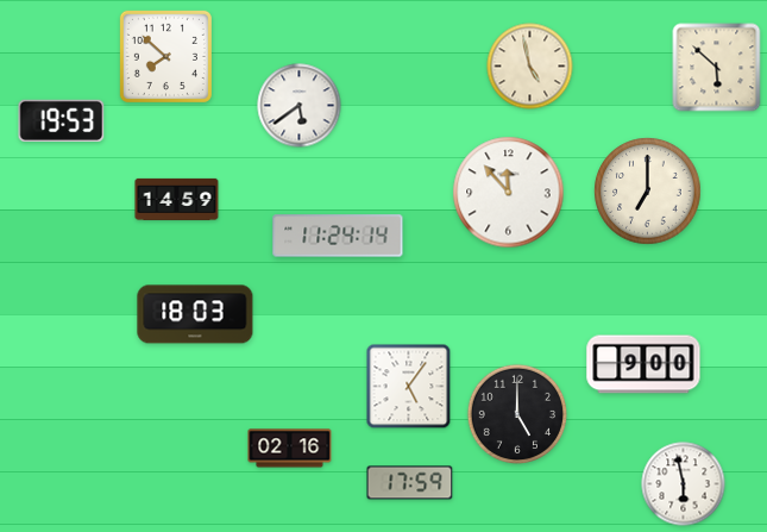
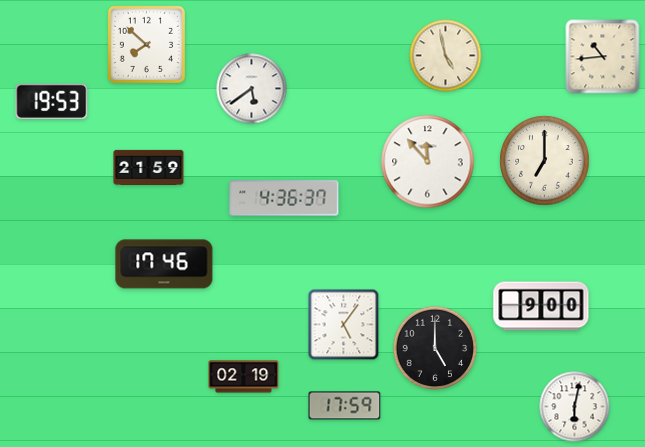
clock at (165, 56) position: (165, 56) -> (146, 44)
clock at (717, 68): 5:52 -> 10:44
clock at (177, 199): 14:59 -> 21:59
clock at (338, 236): 11:24 -> 4:36
clock at (195, 314): 18:03 -> 17:46
clock at (290, 449): 02:16 -> 02:19
clock at (684, 484): 5:58 -> 6:02
